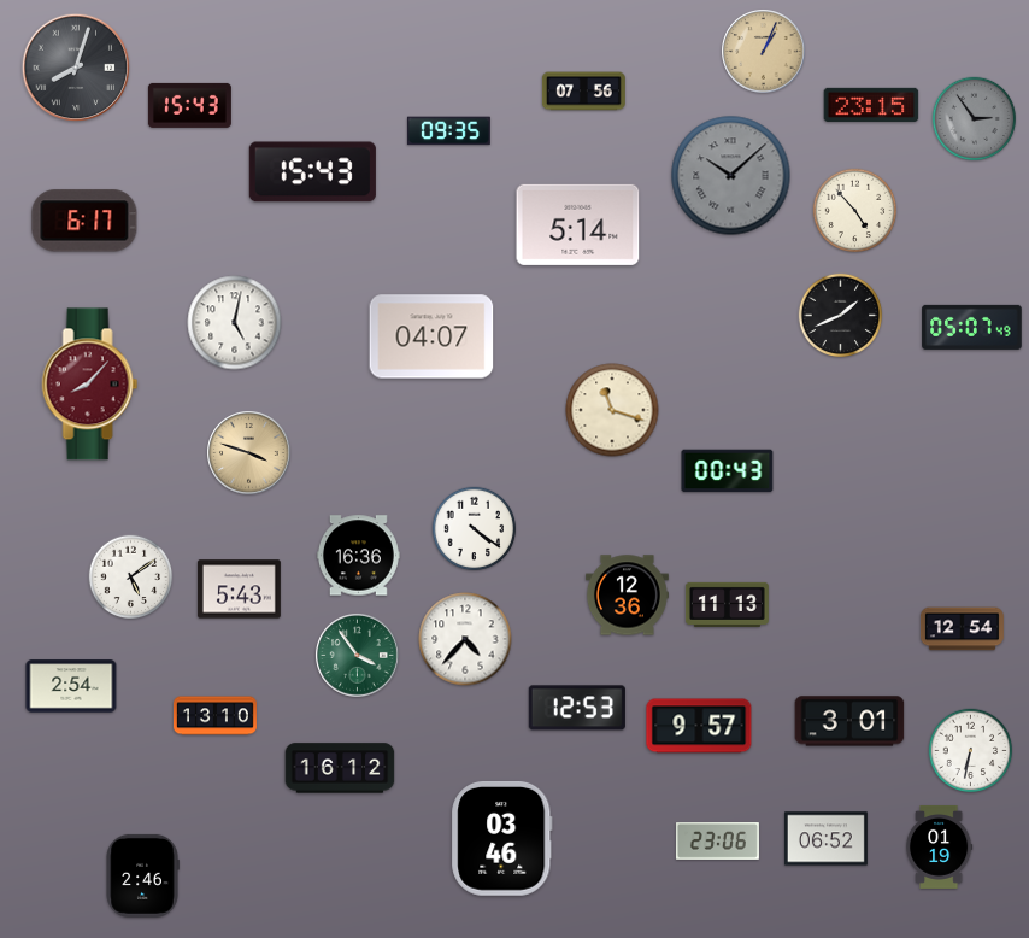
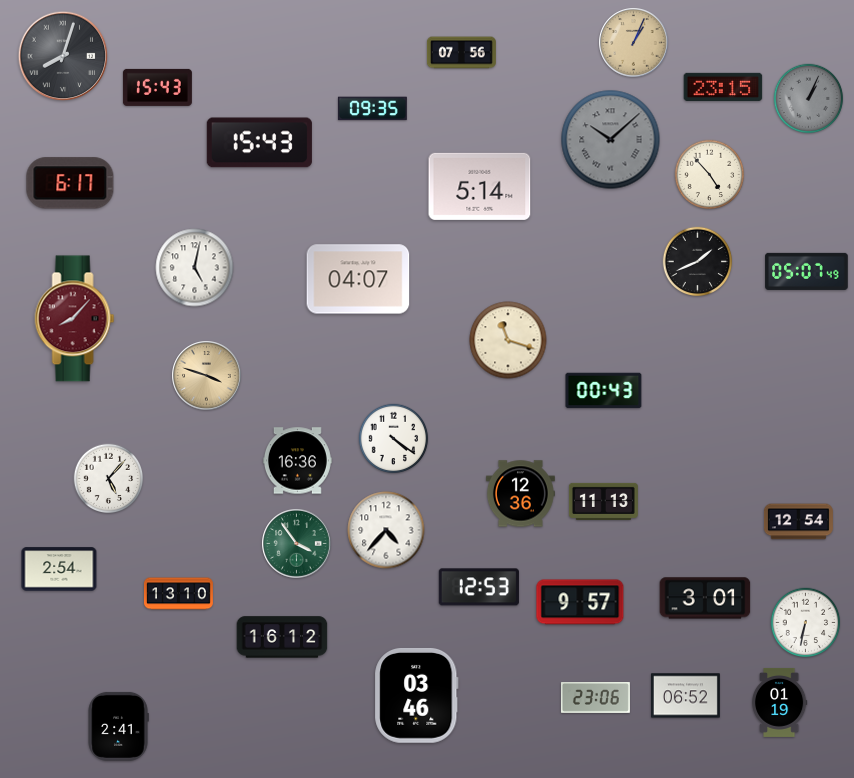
clock at (583, 92) position: (583, 92) -> (461, 53)
clock at (975, 119): 2:54 -> 1:04
clock at (731, 176) position: (731, 176) -> (611, 140)
clock at (131, 578): 5:09 -> 5:07
clock at (239, 590): 5:43 -> none
clock at (142, 875): 2:46 -> 2:41
